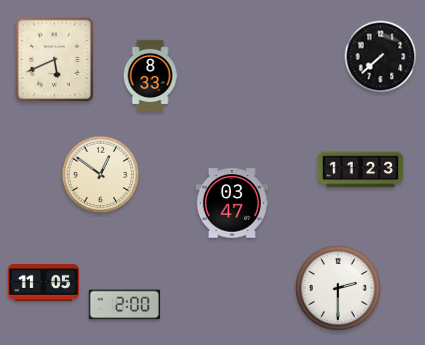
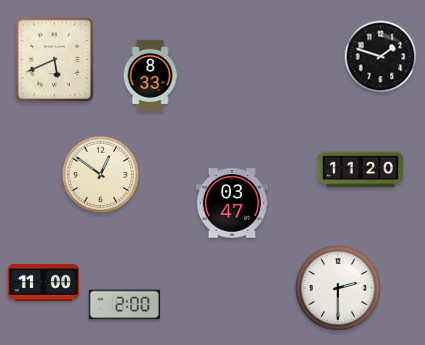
clock at (381, 57): 7:38 -> 1:48
clock at (361, 170): 11:23 -> 11:20
clock at (44, 282): 11:05 -> 11:00
